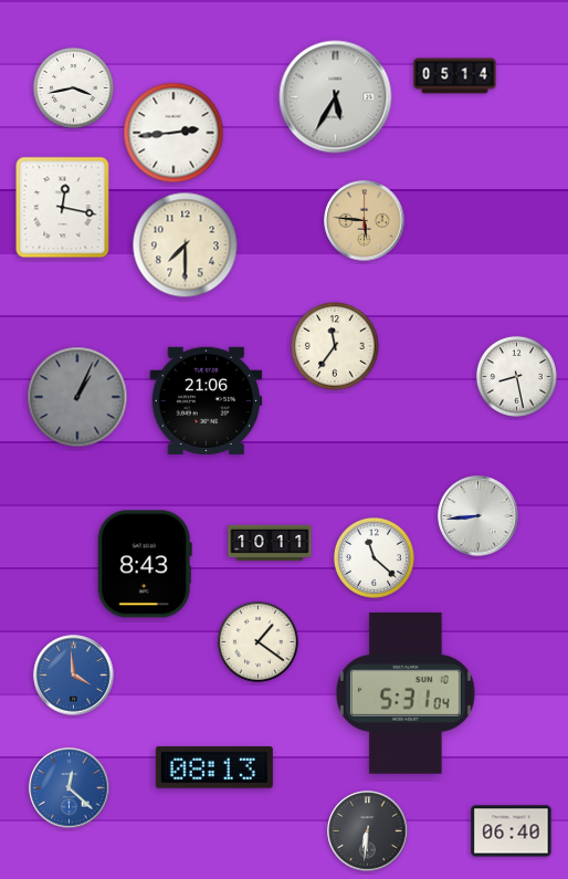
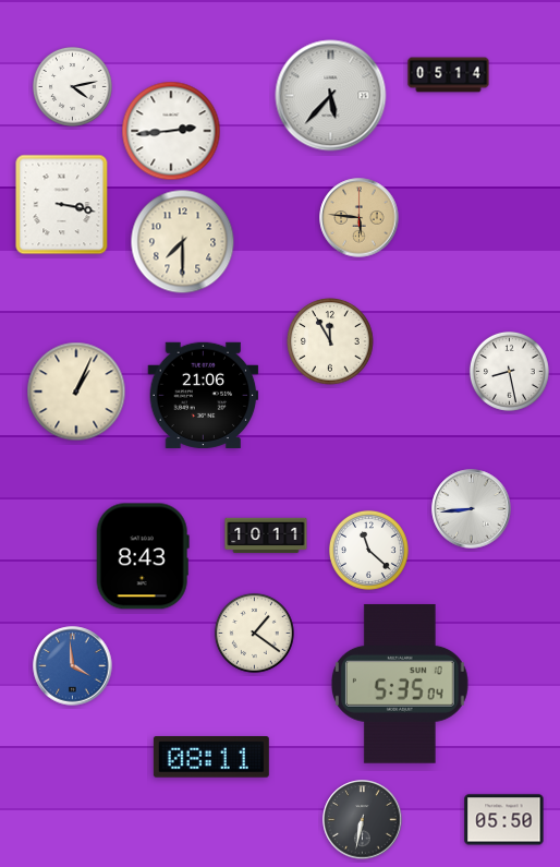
clock at (73, 87): 3:43 -> 4:13
clock at (336, 97): 5:35 -> 5:37
clock at (63, 208): 12:17 -> 3:17
clock at (335, 346): 11:36 -> 11:55
clock at (77, 397) dial: grey -> cream
clock at (406, 693): 5:31 -> 5:35
clock at (214, 768): 08:13 -> 08:11
clock at (70, 788): 12:22 -> none
clock at (368, 831): 6:31 -> 6:32
clock at (512, 831): 06:40 -> 05:50
